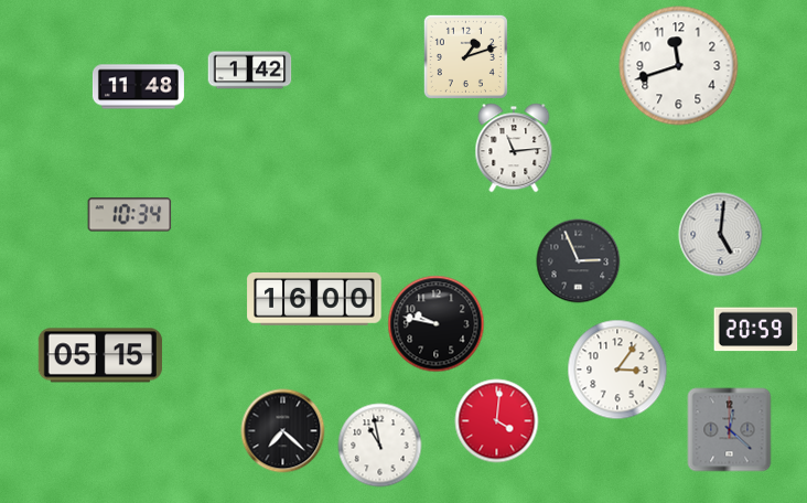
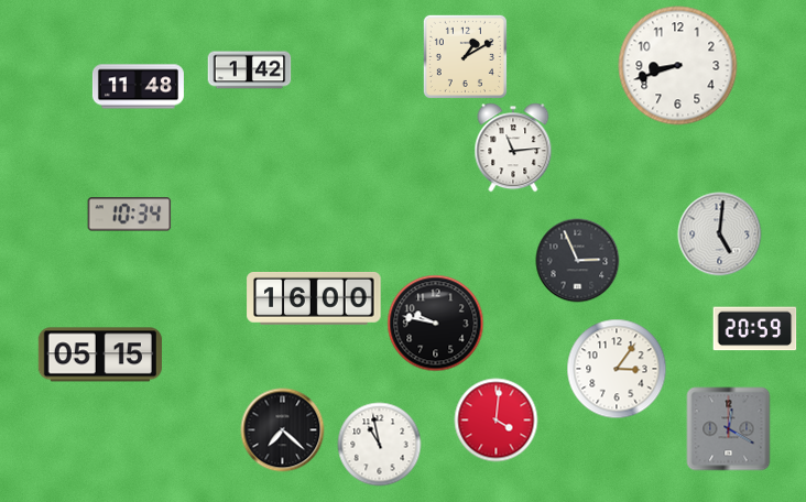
clock at (465, 56): 1:12 -> 1:10
clock at (679, 66): 11:42 -> 8:42
clock at (730, 430): 12:22 -> 12:20
